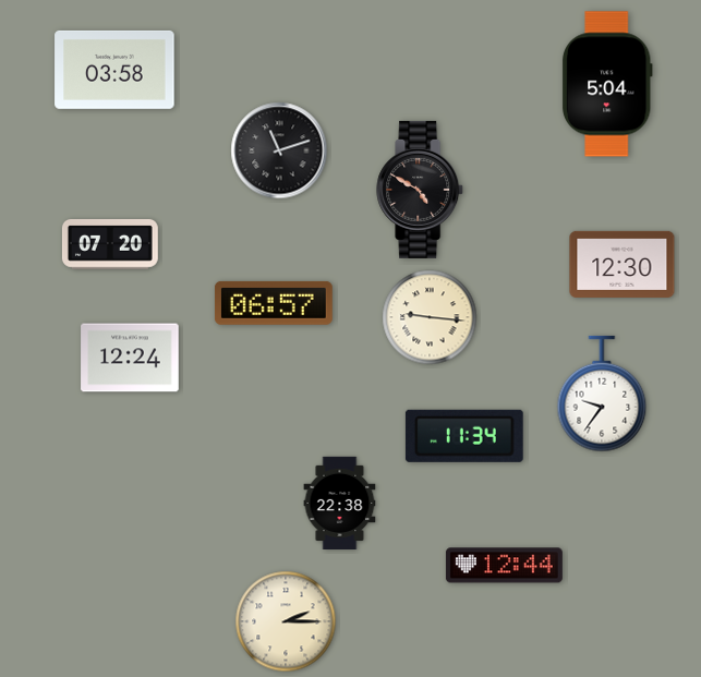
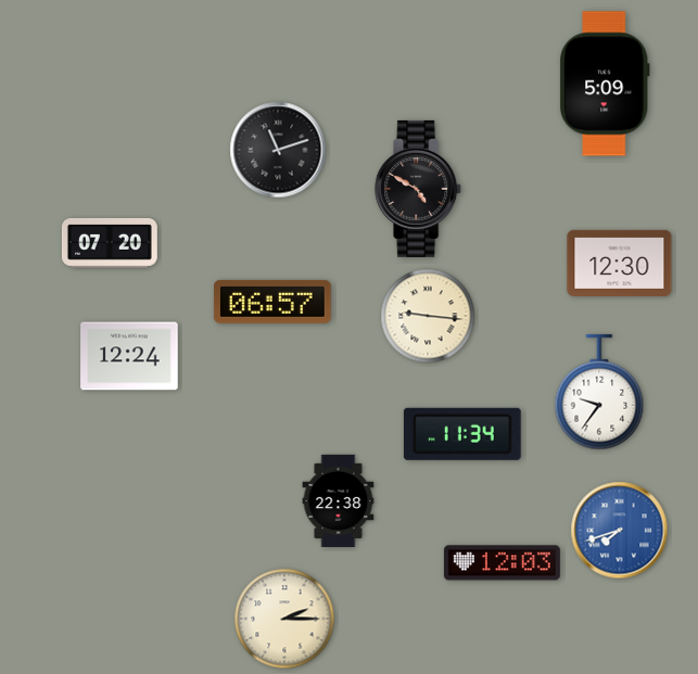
clock at (114, 70): 03:58 -> none
clock at (607, 84): 5:04 -> 5:09
clock at (620, 531): none -> 7:42
clock at (504, 566): 12:44 -> 12:03
